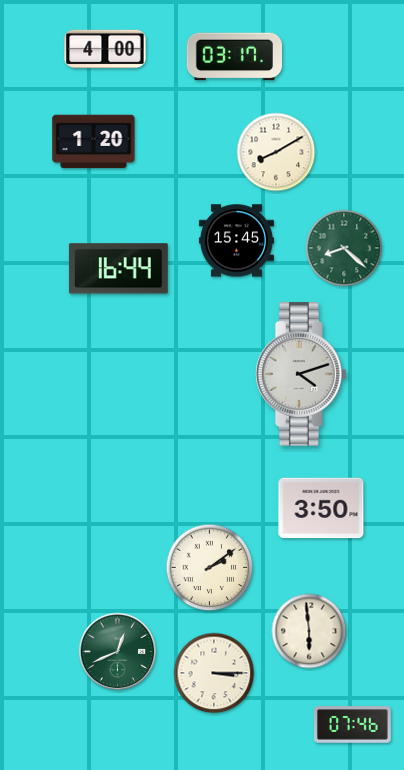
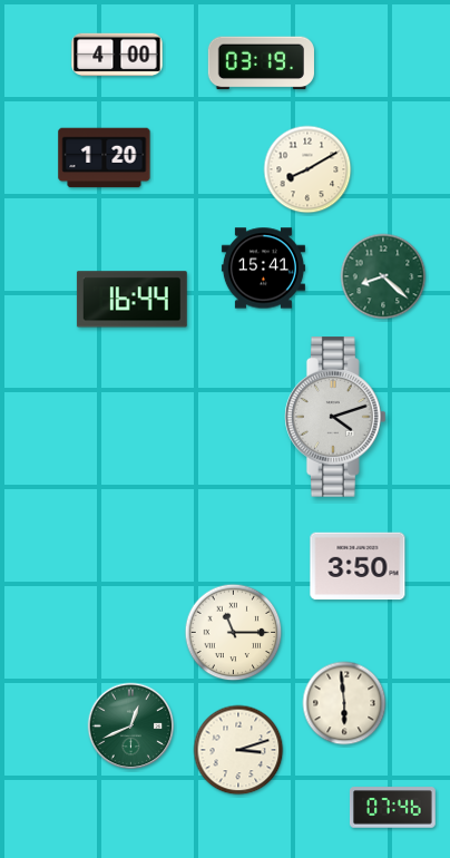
clock at (234, 57): 03:17 -> 03:19
clock at (236, 241): 15:45 -> 15:41
clock at (210, 568): 2:09 -> 11:15
clock at (214, 673): 3:15 -> 3:12
